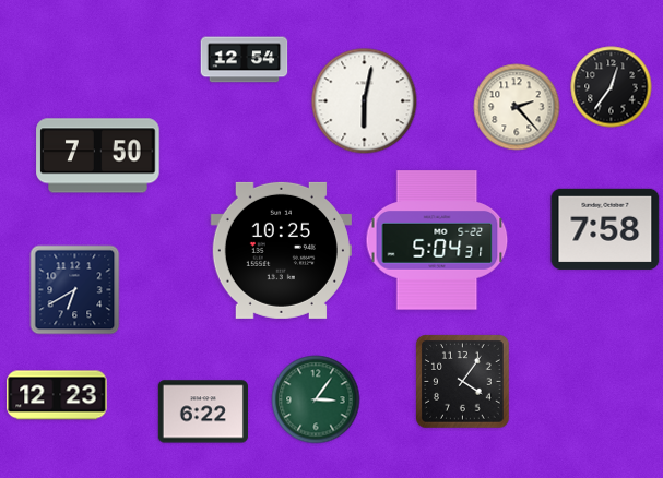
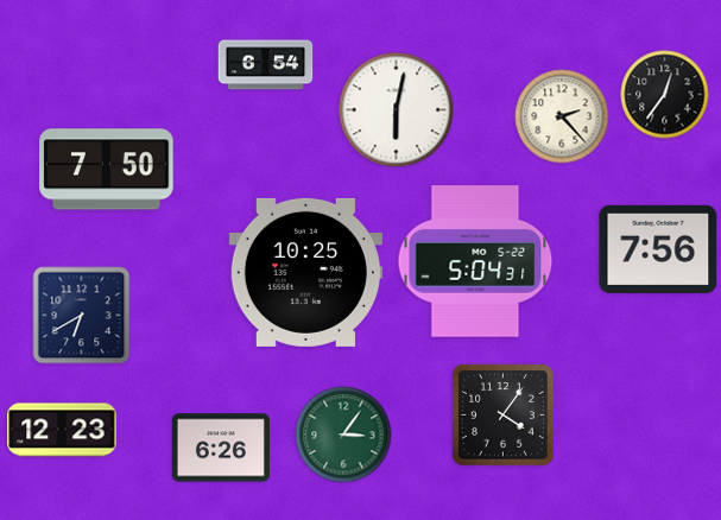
clock at (245, 60): 12:54 -> 6:54
clock at (605, 229): 7:58 -> 7:56
clock at (203, 411): 6:22 -> 6:26
